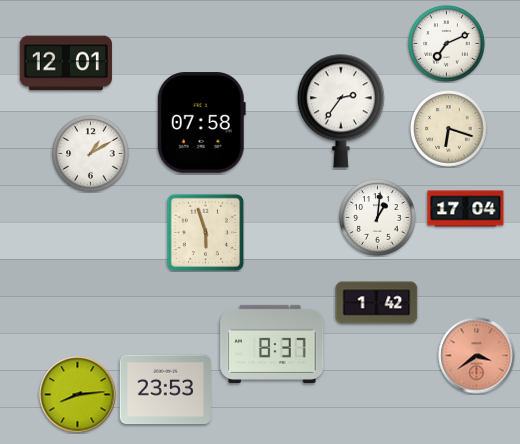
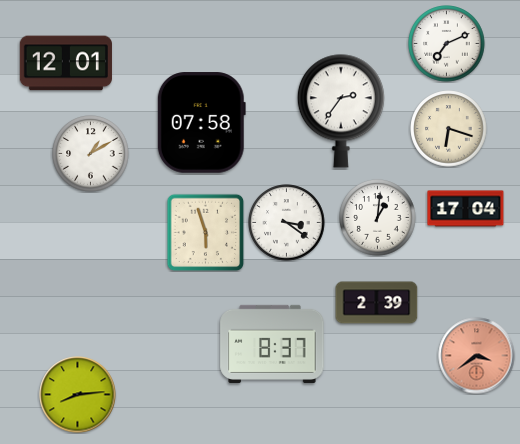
clock at (287, 223): none -> 3:21
clock at (377, 303): 1:42 -> 2:39
clock at (165, 390): 23:53 -> none
